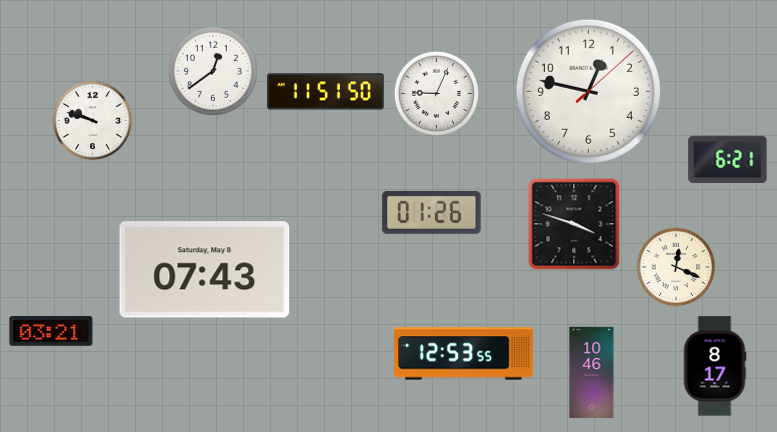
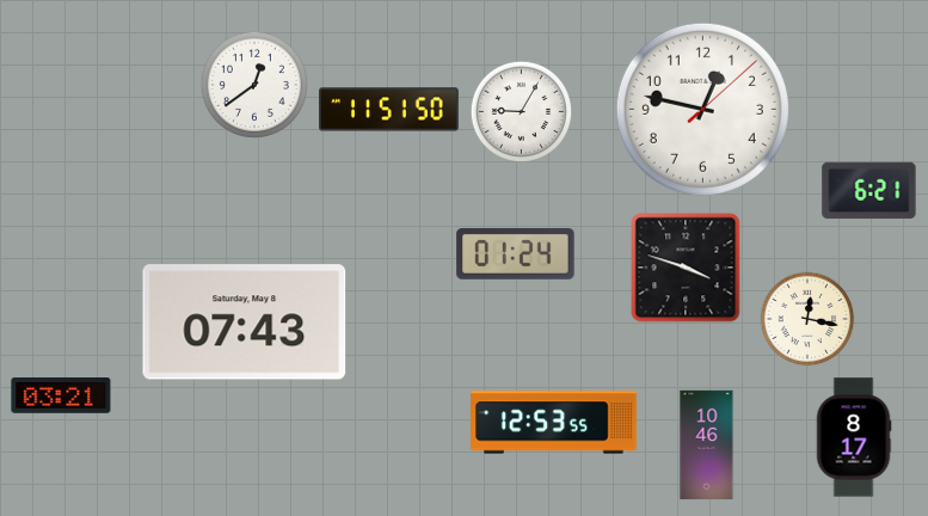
clock at (436, 93): 9:04 -> 9:05
clock at (93, 121): 9:48 -> none
clock at (432, 213): 01:26 -> 01:24
clock at (676, 267): 12:19 -> 12:17
